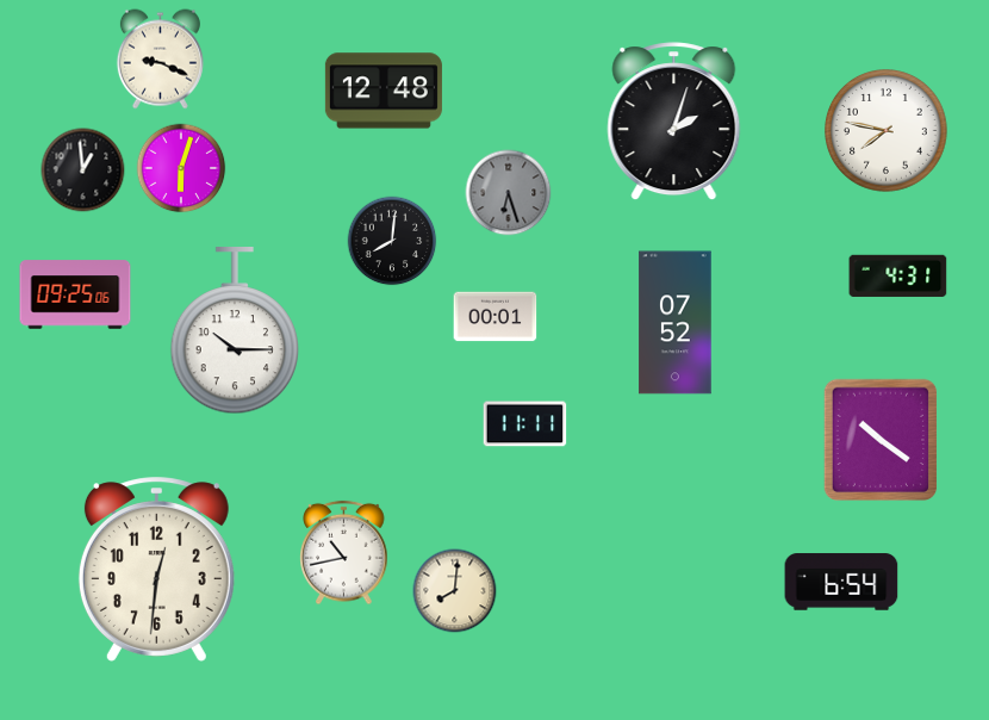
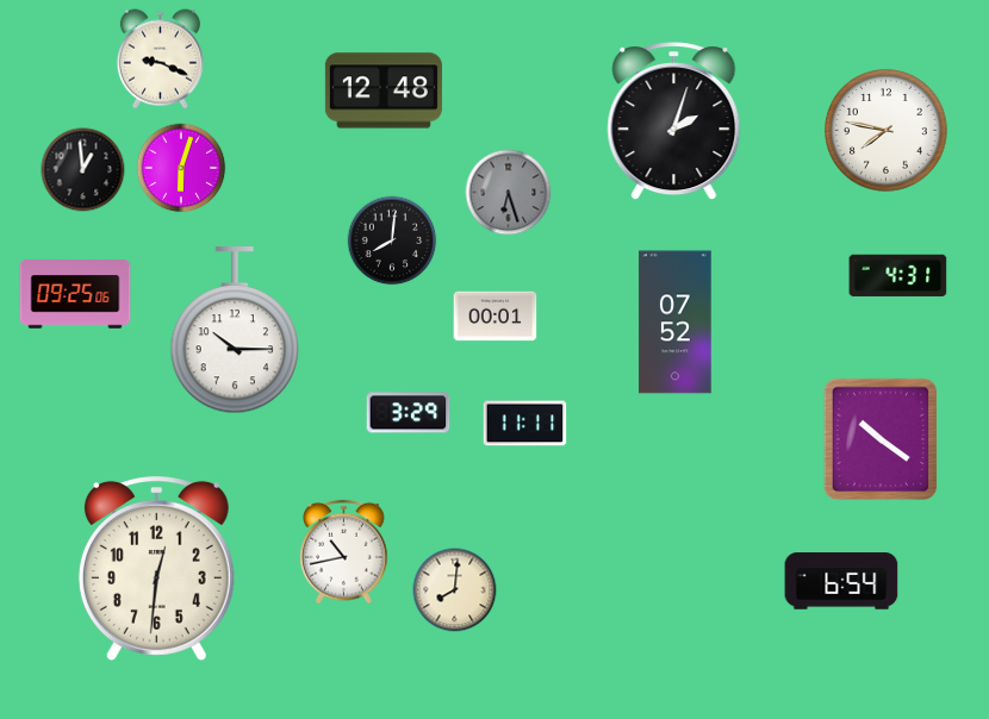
clock at (409, 413): none -> 3:29
